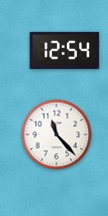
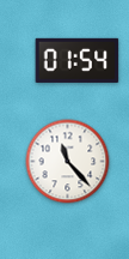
clock at (65, 50): 12:54 -> 01:54
